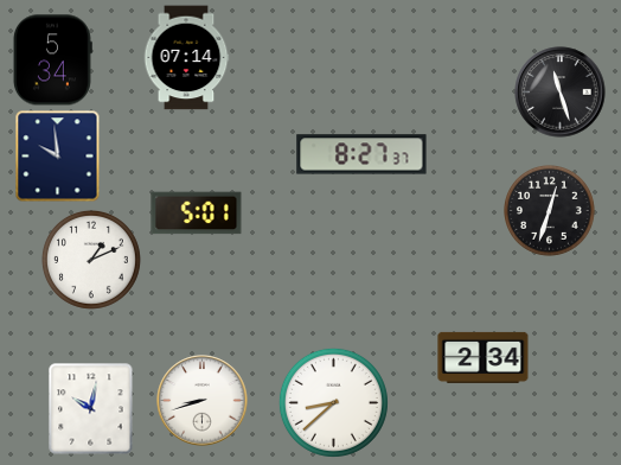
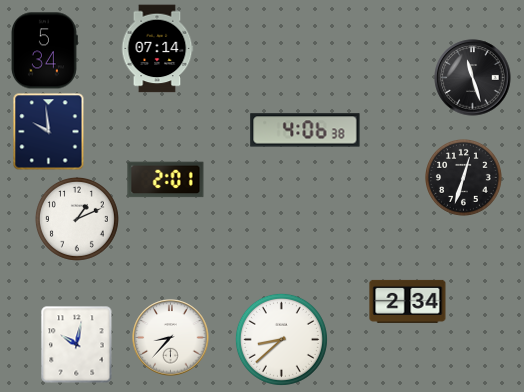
clock at (361, 154): 8:27 -> 4:06
clock at (197, 214): 5:01 -> 2:01
clock at (203, 401): 8:42 -> 8:37
